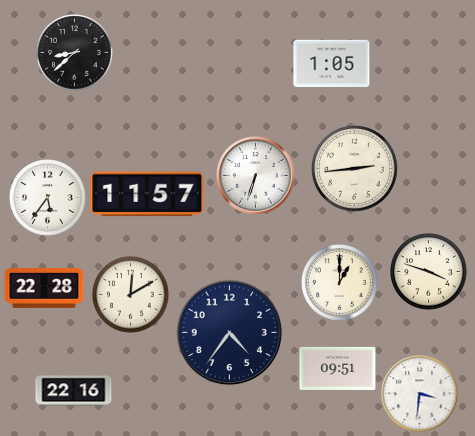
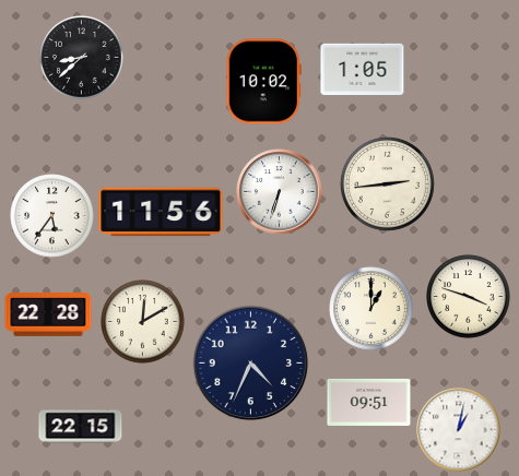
clock at (263, 82): none -> 10:02
clock at (147, 194): 11:57 -> 11:56
clock at (230, 333): 4:36 -> 4:34
clock at (74, 391): 22:16 -> 22:15
clock at (420, 394): 3:31 -> 1:02
